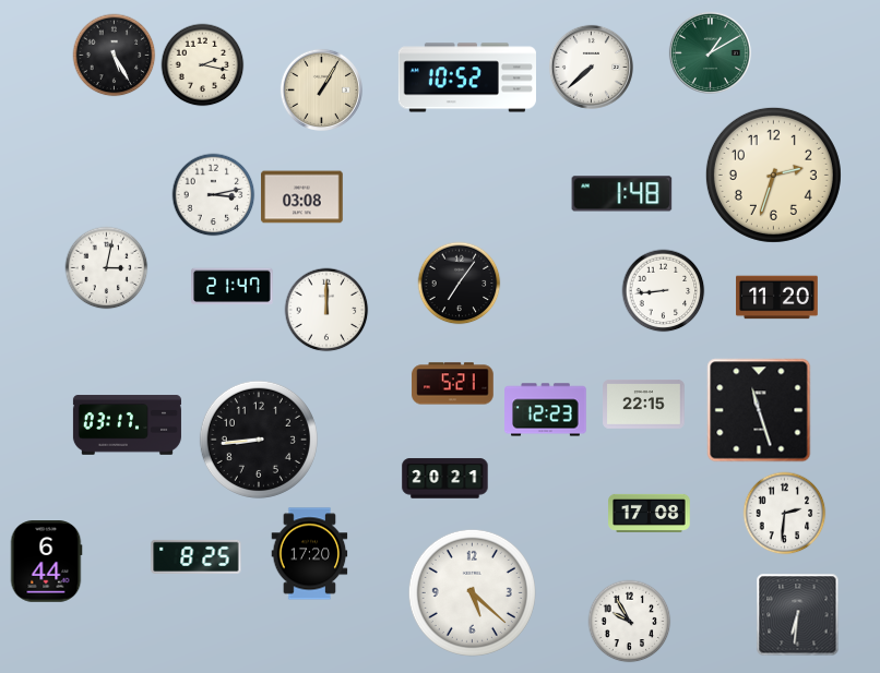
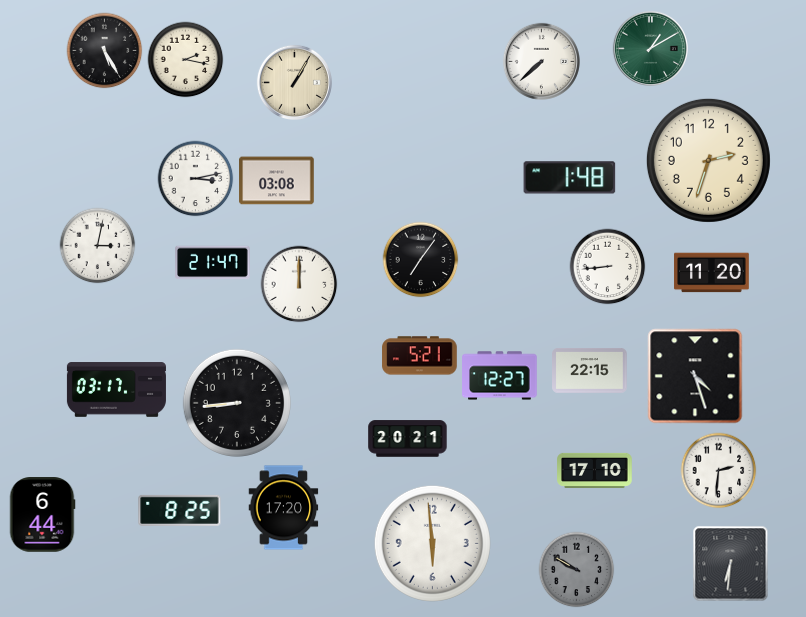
clock at (467, 77): 10:52 -> none
clock at (453, 384) position: (453, 384) -> (420, 356)
clock at (546, 410): 12:23 -> 12:27
clock at (759, 410): 11:27 -> 4:27
clock at (650, 513): 17:08 -> 17:10
clock at (472, 592): 5:22 -> 5:59
clock at (630, 622): 9:55 -> 9:50
clock at (630, 622) dial: white -> grey
